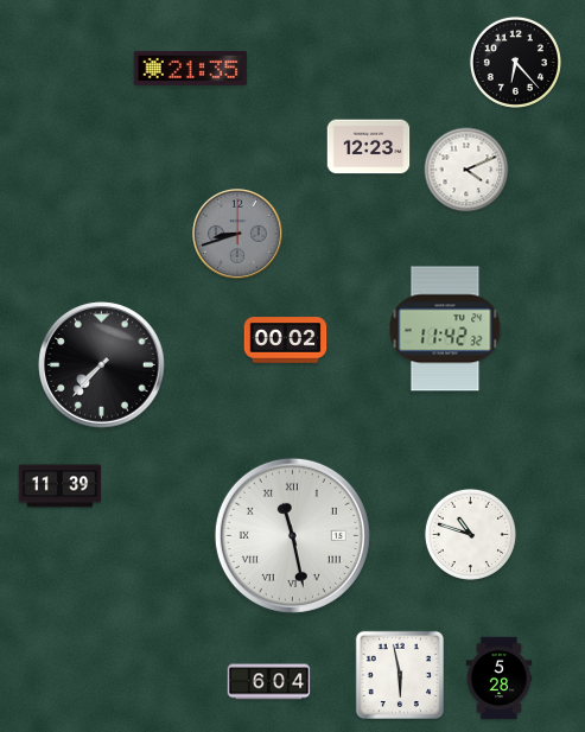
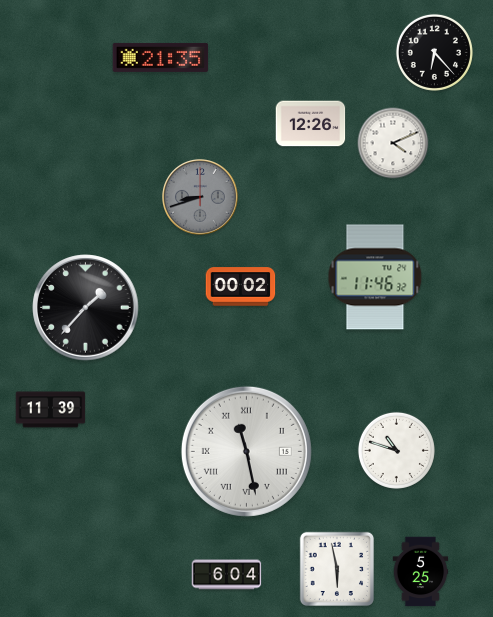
clock at (369, 147): 12:23 -> 12:26
clock at (445, 329): 11:42 -> 11:46
clock at (102, 365): 7:37 -> 1:37
clock at (500, 679): 5:28 -> 5:25
